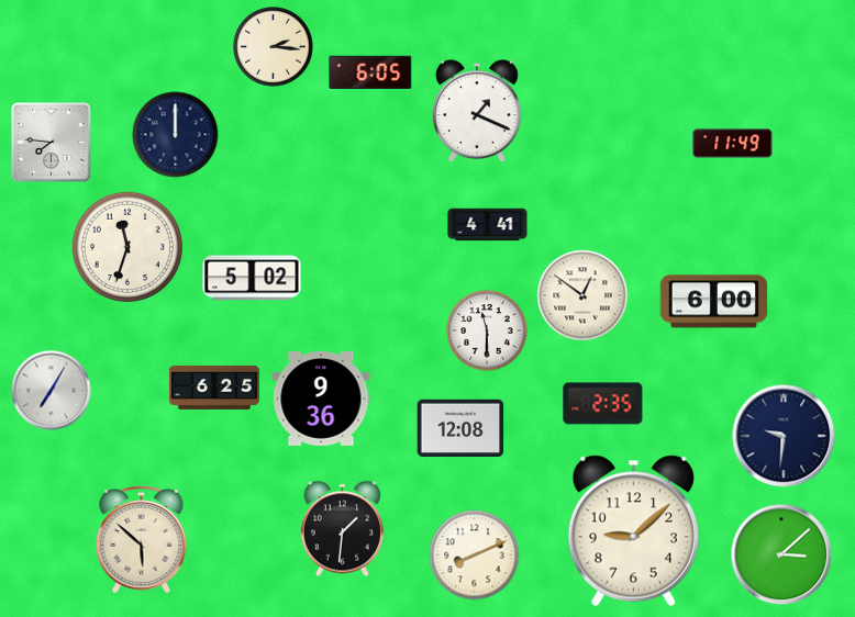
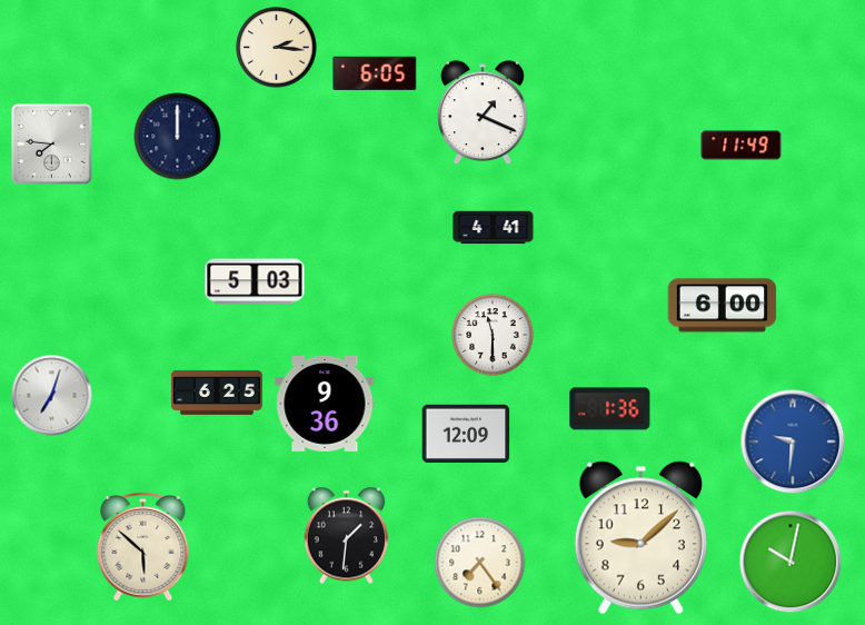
clock at (127, 247): 11:33 -> none
clock at (252, 278): 5:02 -> 5:03
clock at (582, 295): 12:51 -> none
clock at (52, 391): 7:05 -> 7:03
clock at (603, 404): 2:35 -> 1:36
clock at (460, 427): 12:08 -> 12:09
clock at (784, 436) dial: navy -> blue
clock at (781, 554): 3:08 -> 10:02
clock at (475, 556): 8:11 -> 7:24
